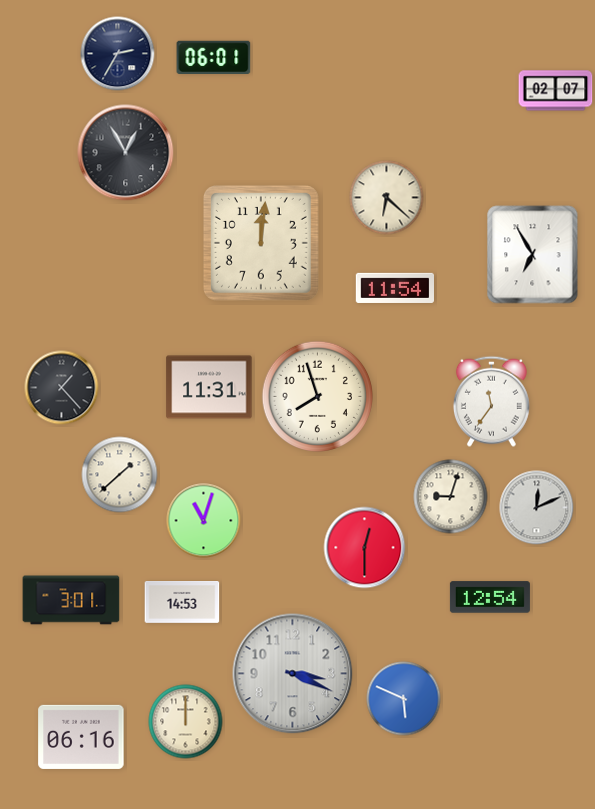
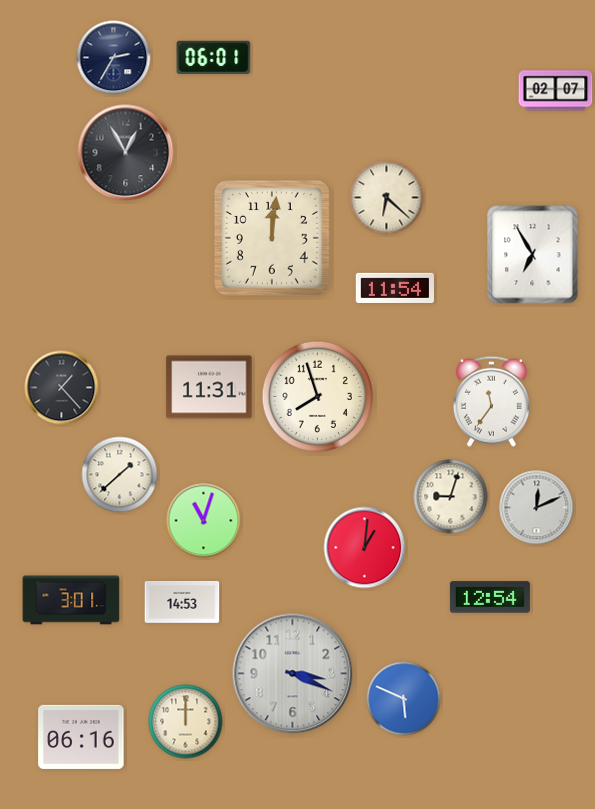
clock at (118, 54) position: (118, 54) -> (114, 58)
clock at (261, 243) position: (261, 243) -> (272, 238)
clock at (365, 548): 12:30 -> 1:01
